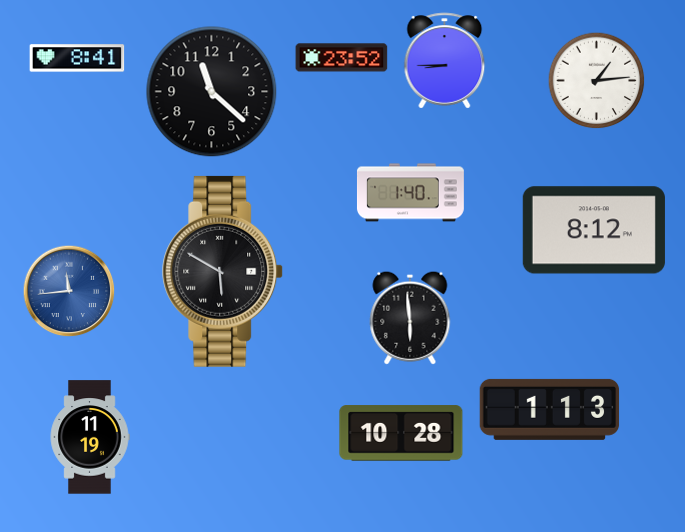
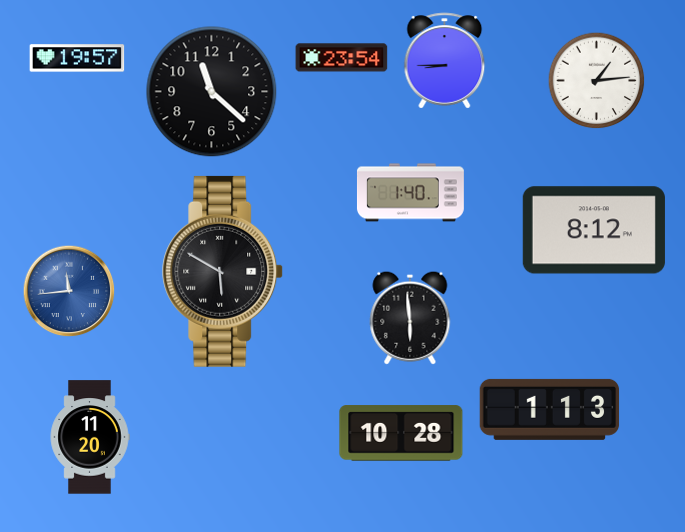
clock at (77, 58): 8:41 -> 19:57
clock at (342, 58): 23:52 -> 23:54
clock at (90, 437): 11:19 -> 11:20
